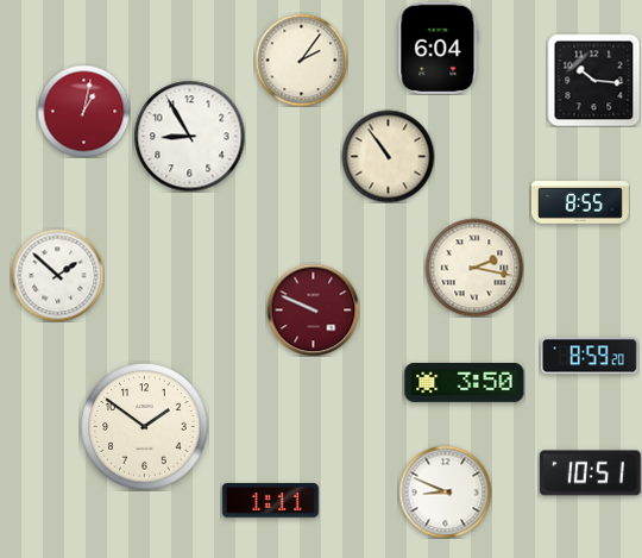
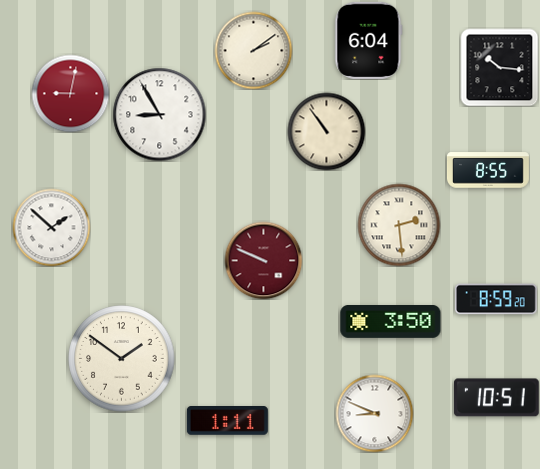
clock at (301, 59): 2:06 -> 2:09
clock at (83, 111): 1:02 -> 9:02
clock at (474, 268): 2:17 -> 2:29
clock at (57, 275) position: (57, 275) -> (51, 227)
